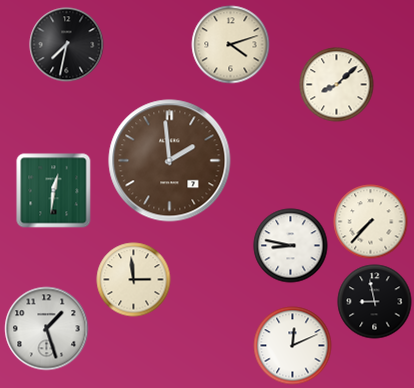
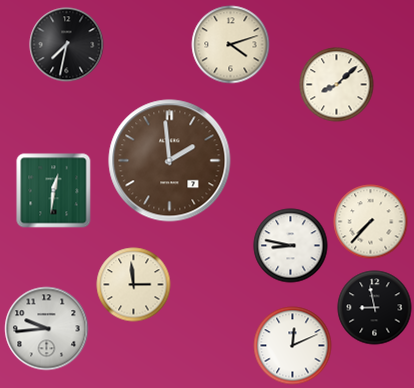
clock at (134, 280) position: (134, 280) -> (134, 285)
clock at (375, 302) position: (375, 302) -> (375, 308)
clock at (47, 329): 1:27 -> 9:44
